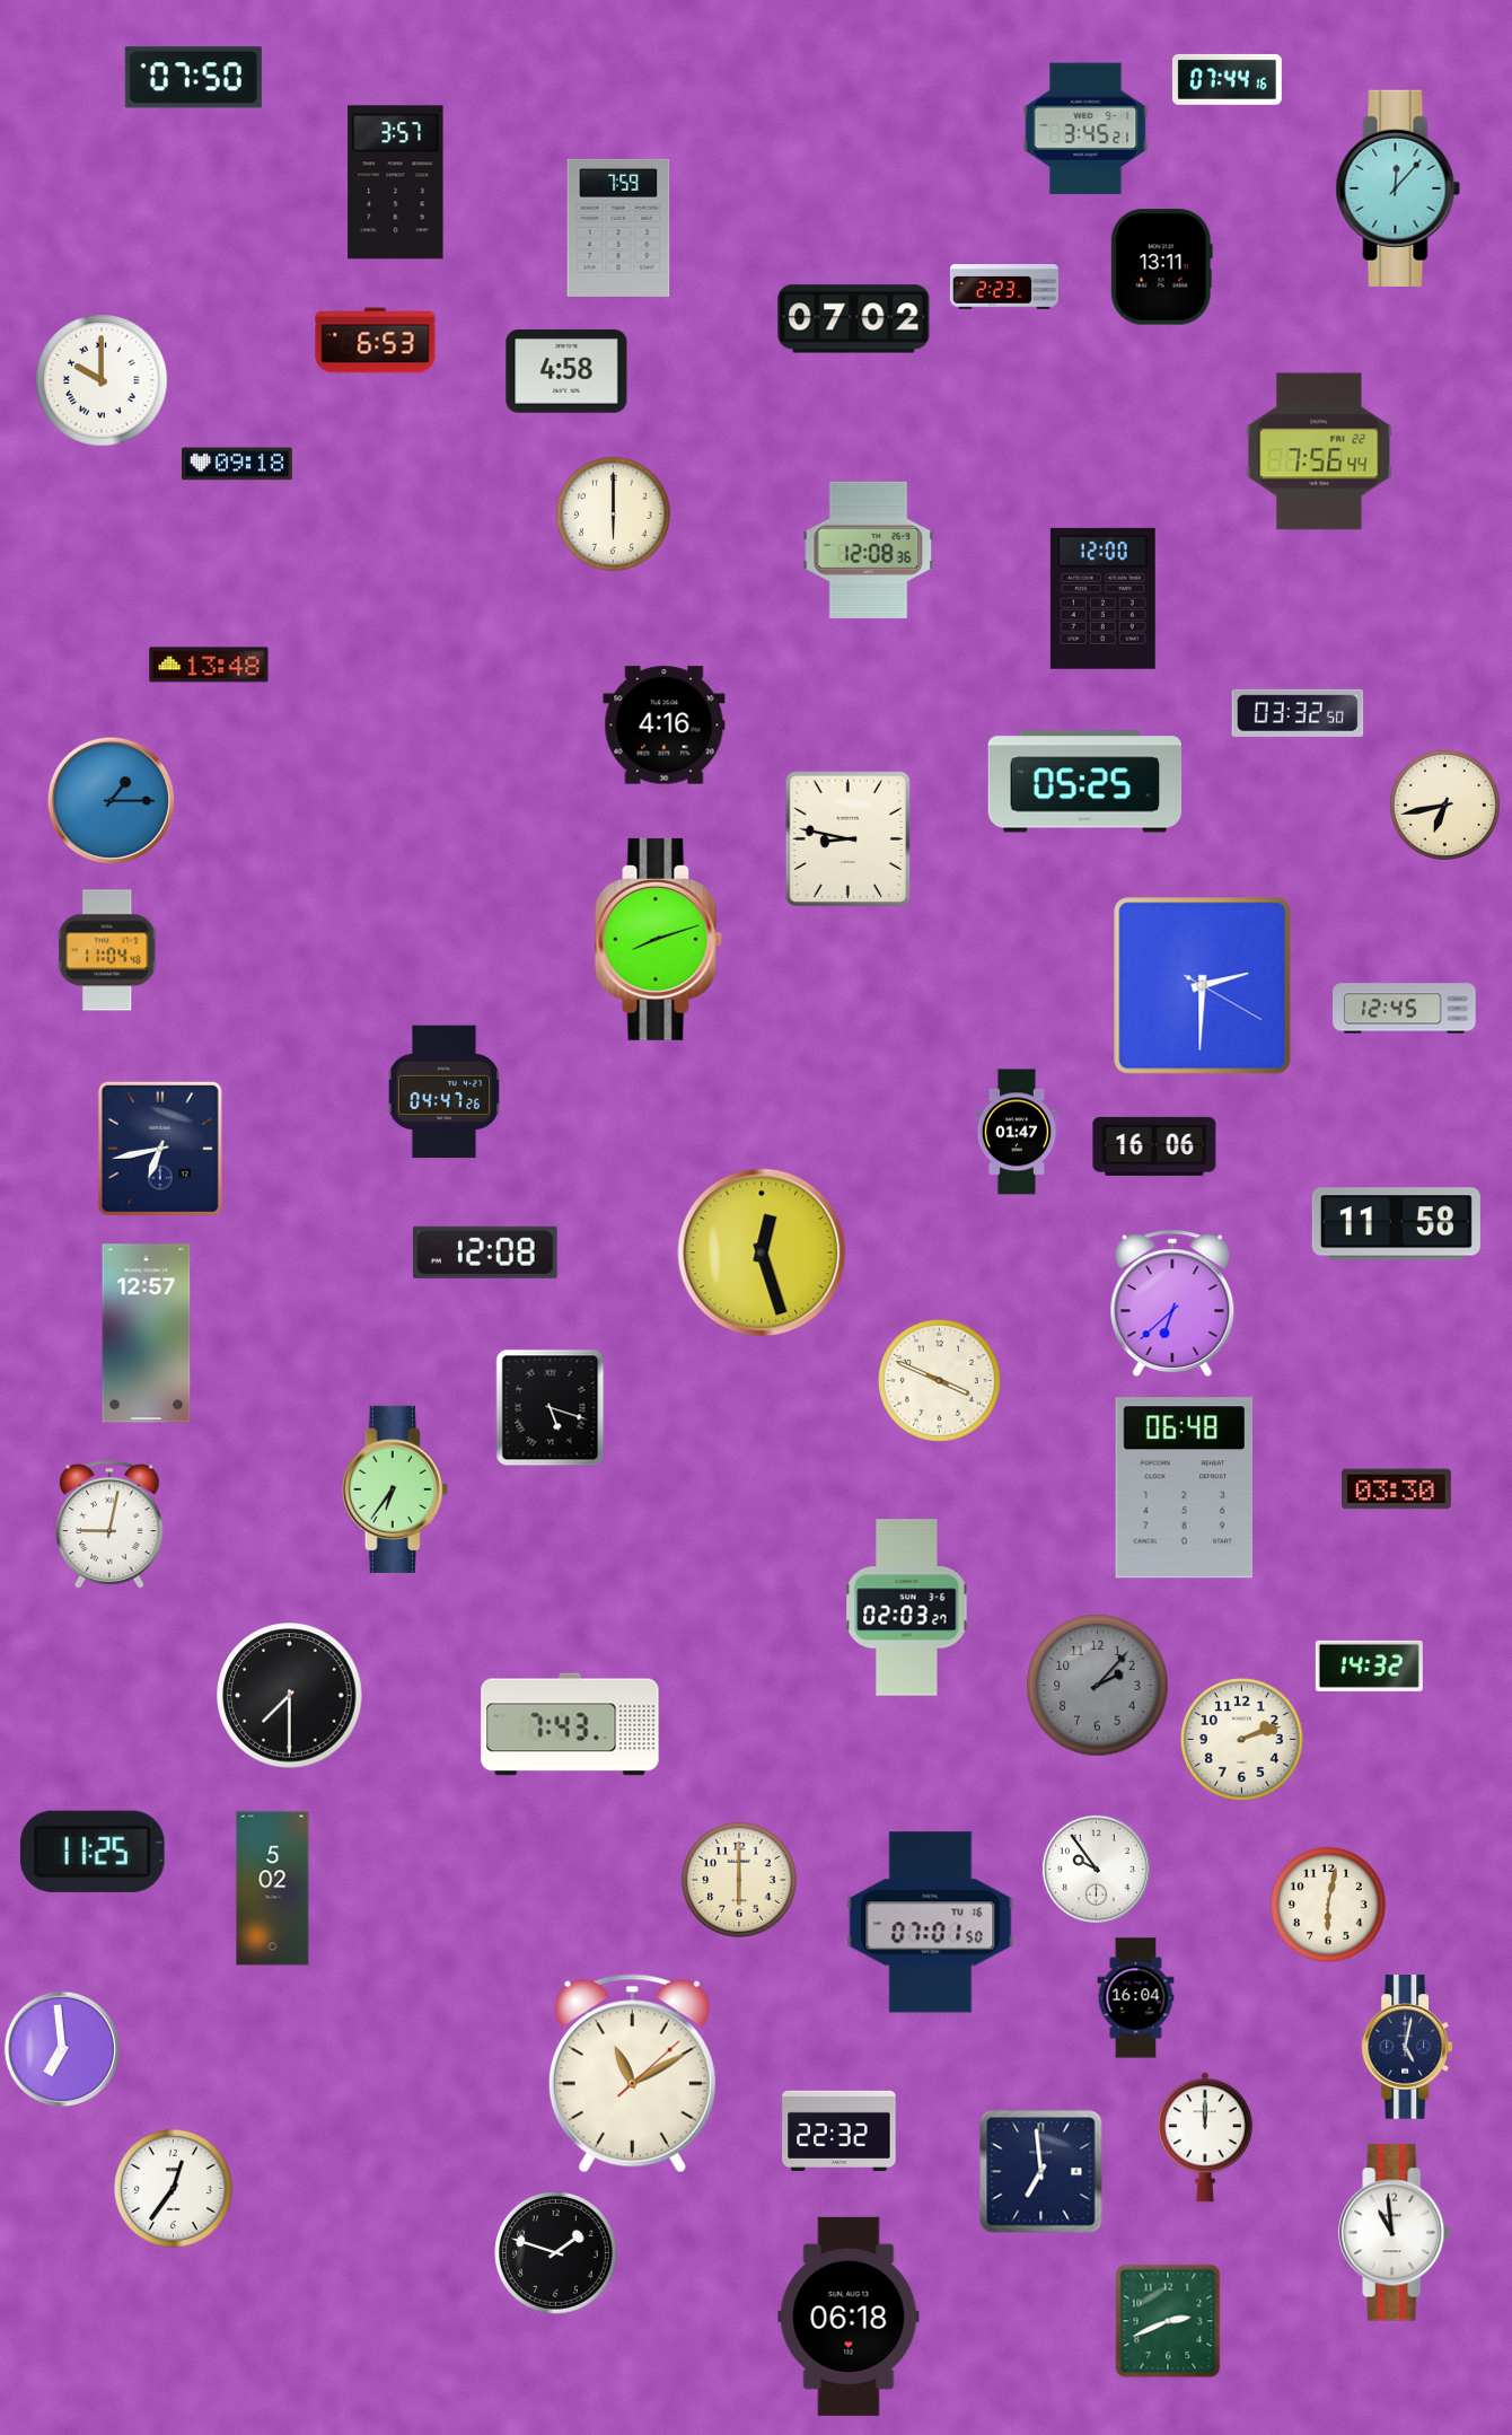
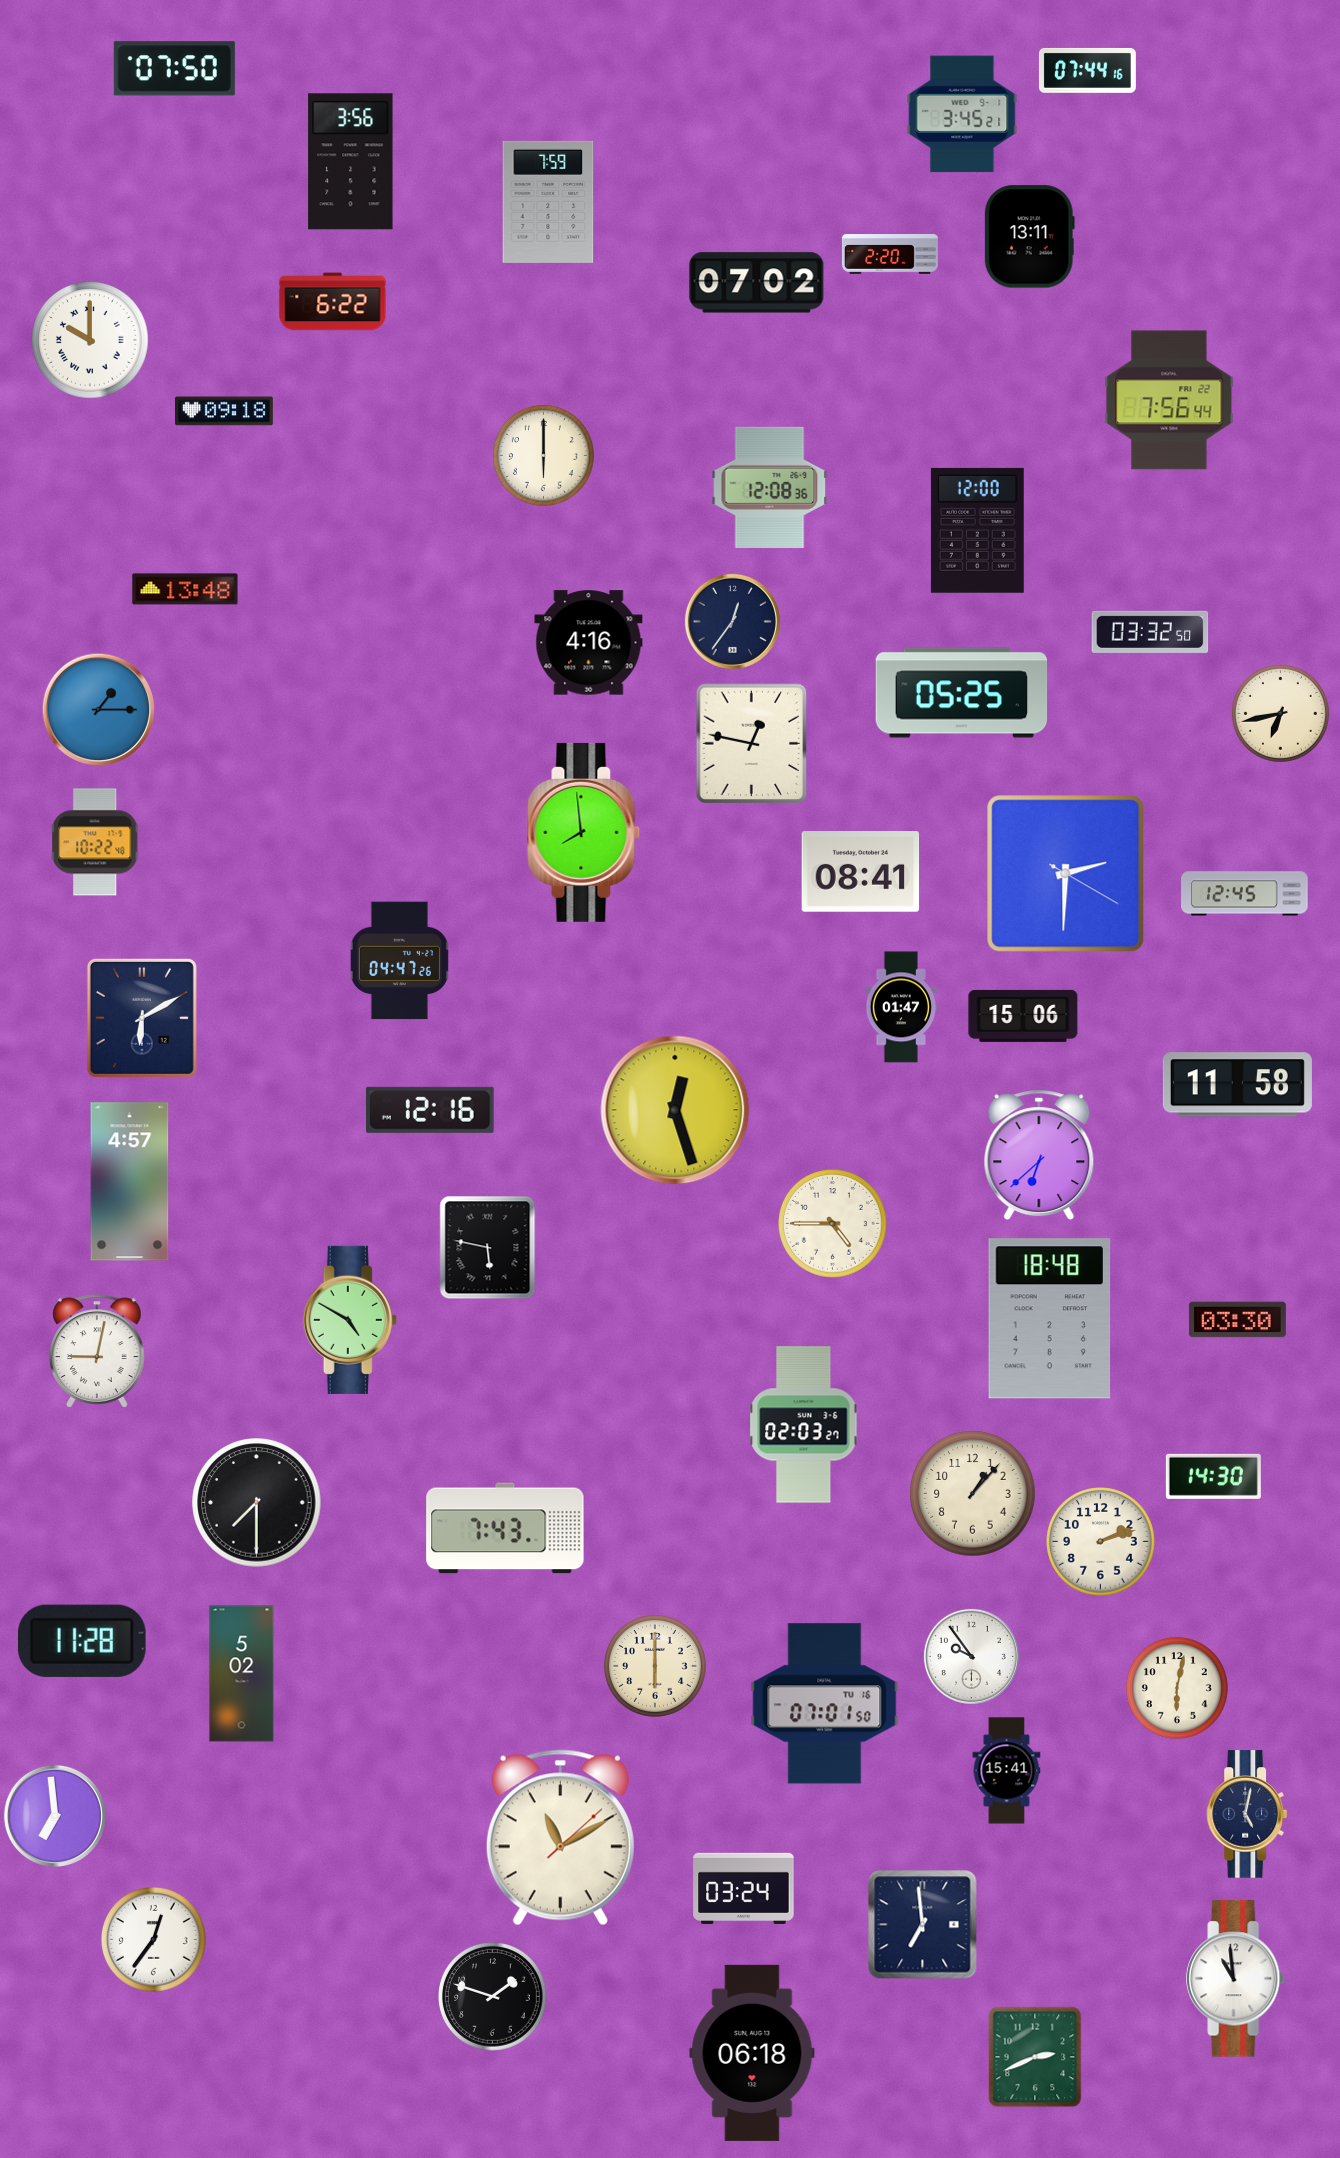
clock at (193, 78) position: (193, 78) -> (174, 69)
clock at (396, 183): 3:57 -> 3:56
clock at (1398, 188): 12:07 -> none
clock at (1004, 288): 2:23 -> 2:20
clock at (376, 341): 6:53 -> 6:22
clock at (566, 371): 4:58 -> none
clock at (102, 380) position: (102, 380) -> (90, 340)
clock at (238, 464) position: (238, 464) -> (225, 411)
clock at (732, 621): none -> 12:36
clock at (849, 839): 8:47 -> 12:47
clock at (659, 939): 8:12 -> 7:59
clock at (108, 950): 11:04 -> 10:22
clock at (861, 872): none -> 08:41
clock at (443, 1092) position: (443, 1092) -> (399, 961)
clock at (1016, 1132) position: (1016, 1132) -> (900, 1007)
clock at (1154, 1146): 16:06 -> 15:06
clock at (160, 1149): 6:43 -> 6:10
clock at (486, 1252): 12:08 -> 12:16
clock at (147, 1334): 12:57 -> 4:57
clock at (940, 1381): 3:49 -> 4:45
clock at (551, 1408): 5:18 -> 5:47
clock at (1185, 1488): 06:48 -> 18:48
clock at (395, 1489): 6:36 -> 4:50
clock at (1369, 1665): 14:32 -> 14:30
clock at (1098, 1686): 2:07 -> 1:07
clock at (1098, 1686) dial: grey -> cream
clock at (93, 1852): 11:25 -> 11:28
clock at (1136, 1998): 16:04 -> 15:41
clock at (839, 2130): 22:32 -> 03:24
clock at (1205, 2137): 12:00 -> none
